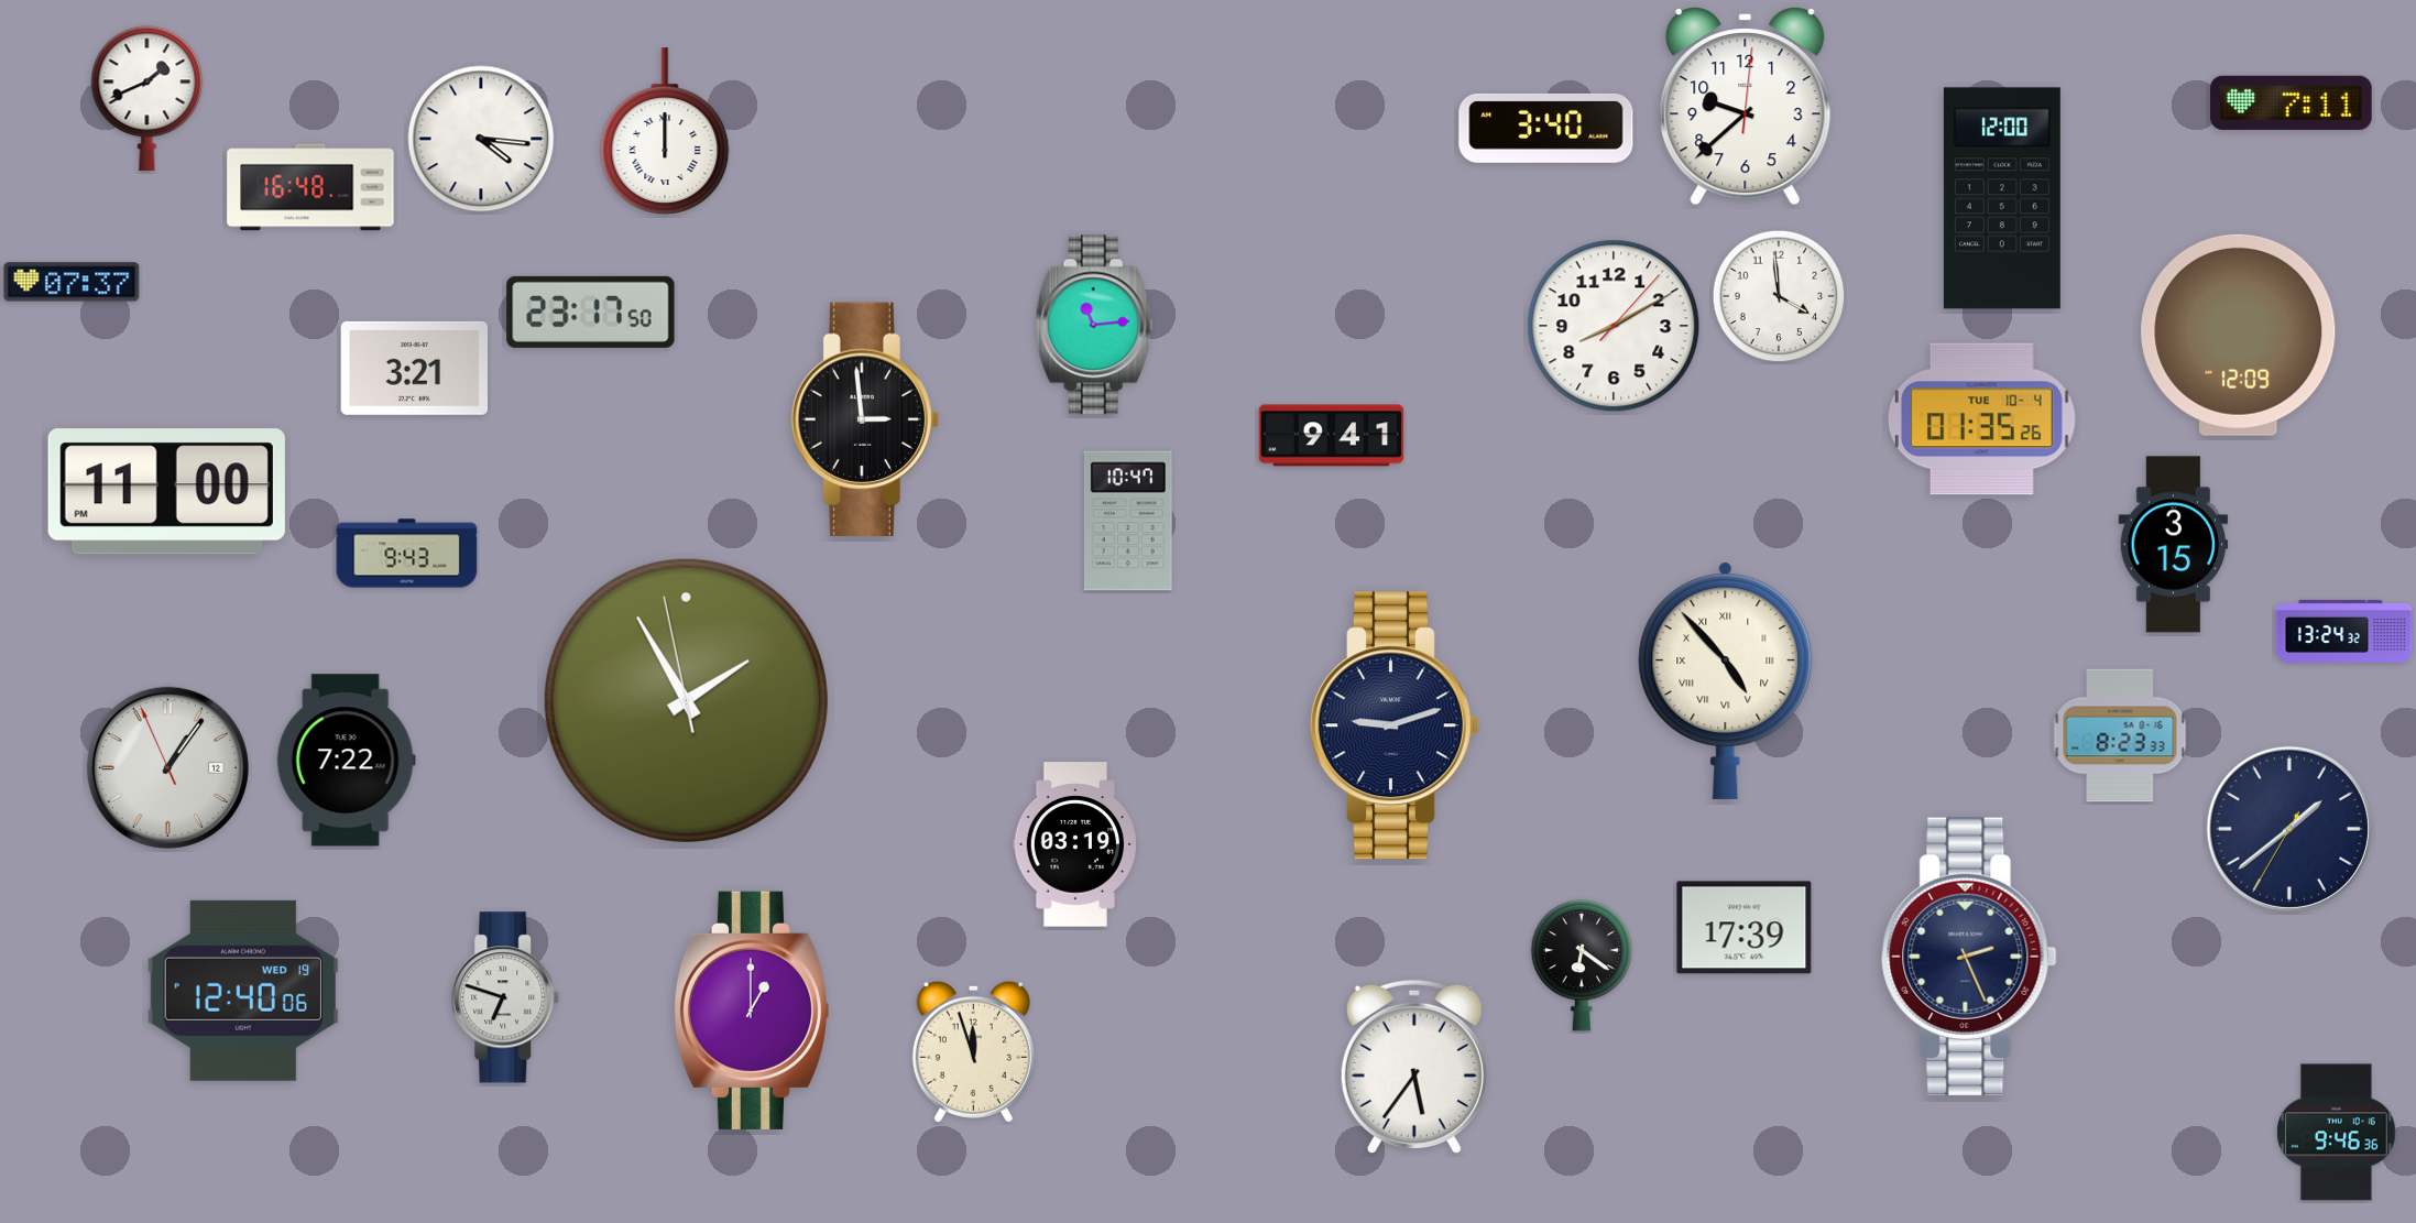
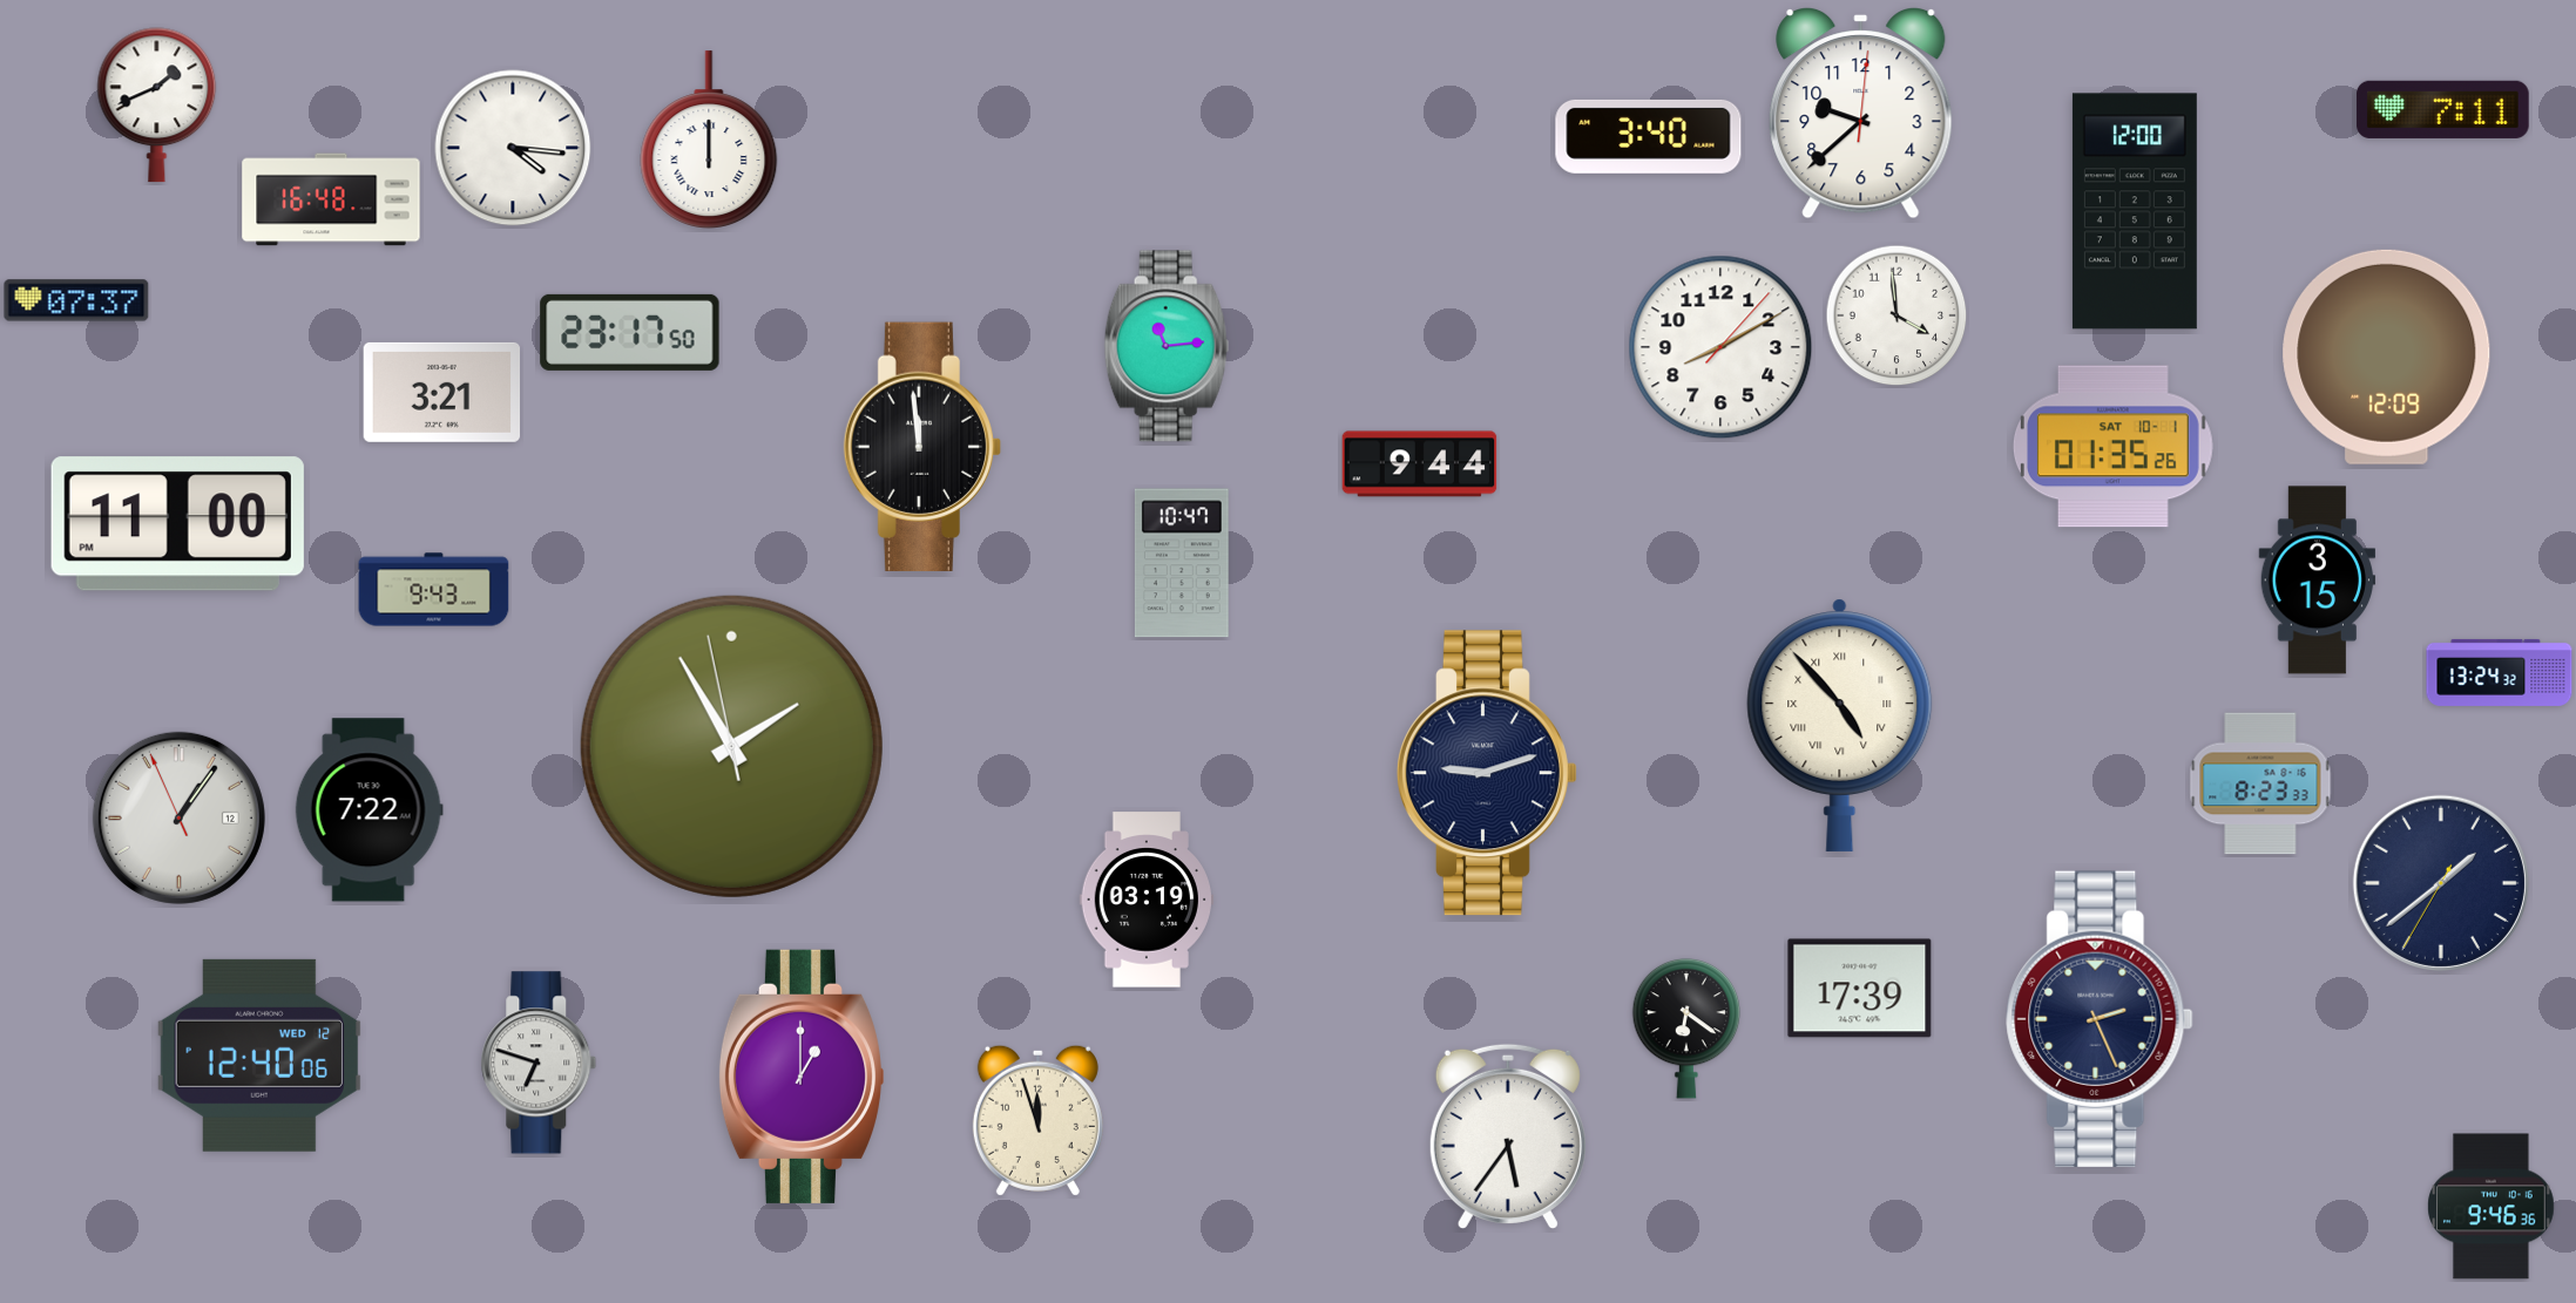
clock at (865, 418): 2:59 -> 11:59
clock at (1981, 419) date: TUE 10-4 -> SAT 10-1
clock at (1332, 436): 9:41 -> 9:44
clock at (1128, 521) position: (1128, 521) -> (1182, 563)
clock at (243, 991) date: WED 19 -> WED 12
